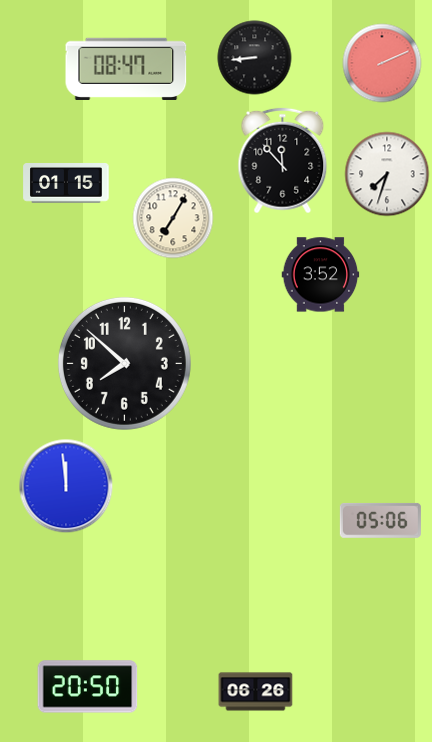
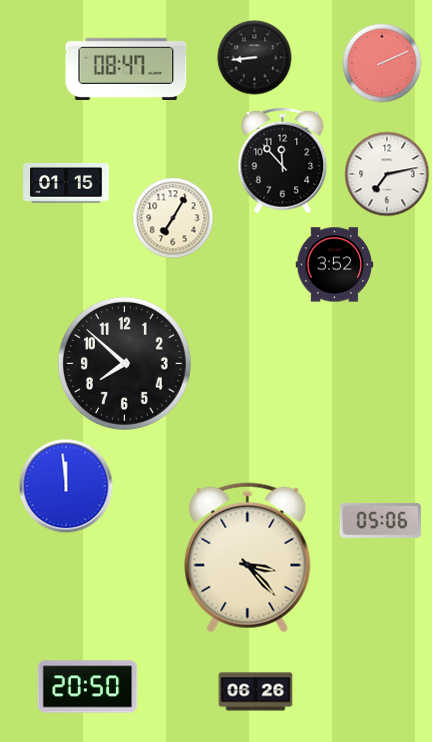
clock at (387, 174): 7:33 -> 7:13
clock at (321, 275) position: (321, 275) -> (335, 265)
clock at (248, 558): none -> 3:23
